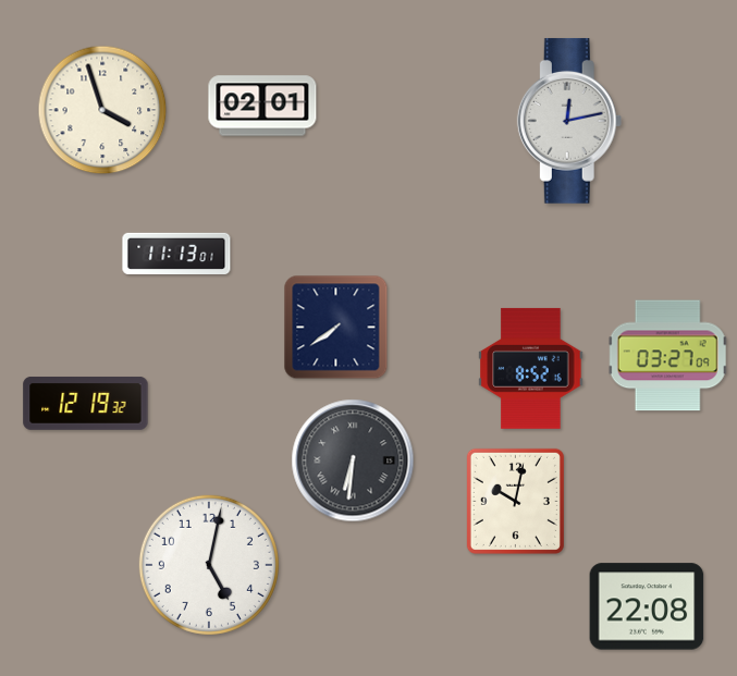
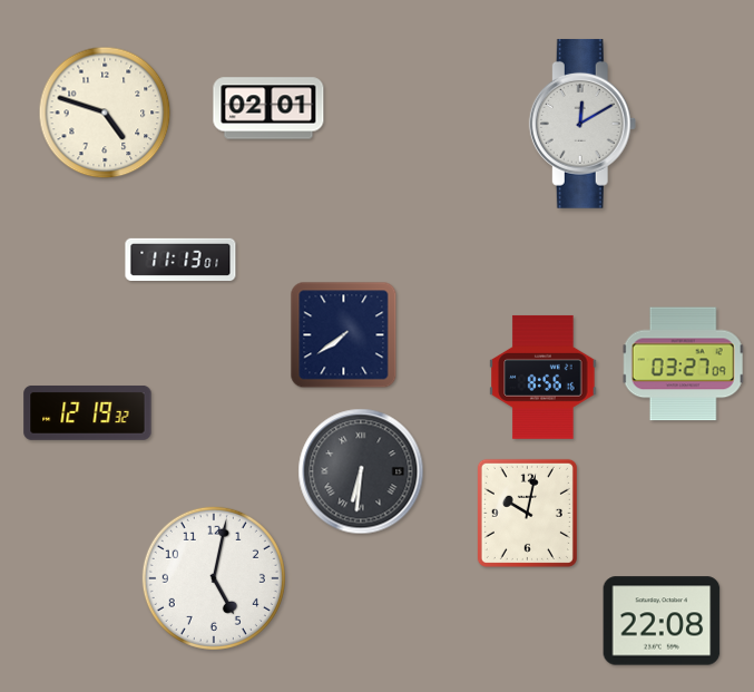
clock at (102, 110): 3:57 -> 4:48
clock at (569, 121): 12:13 -> 12:10
clock at (531, 368): 8:52 -> 8:56
